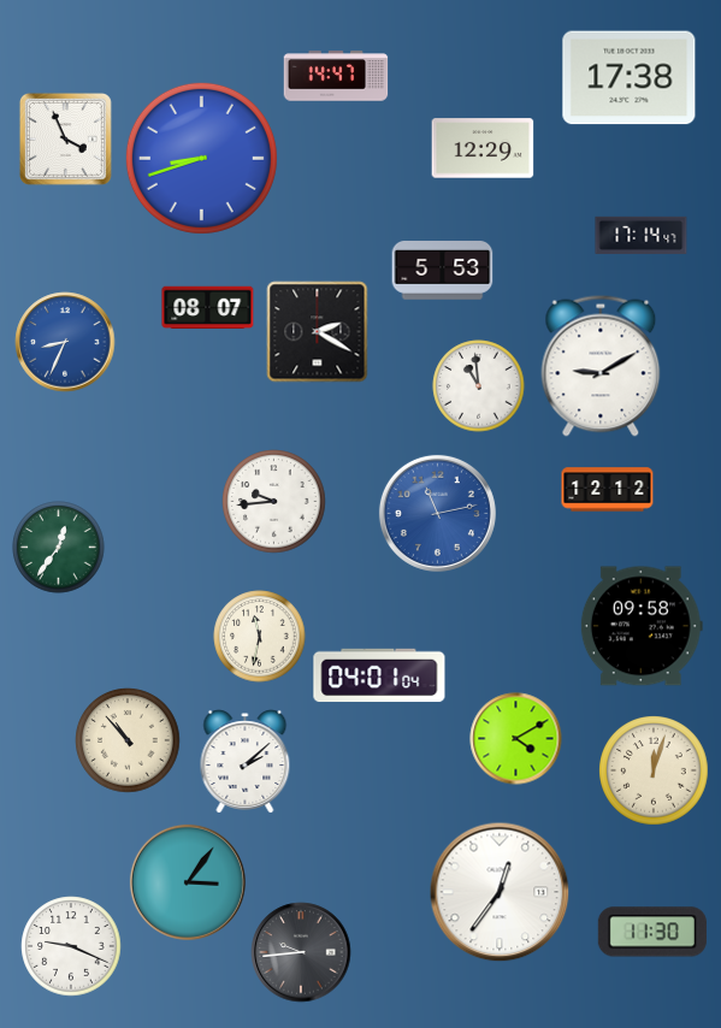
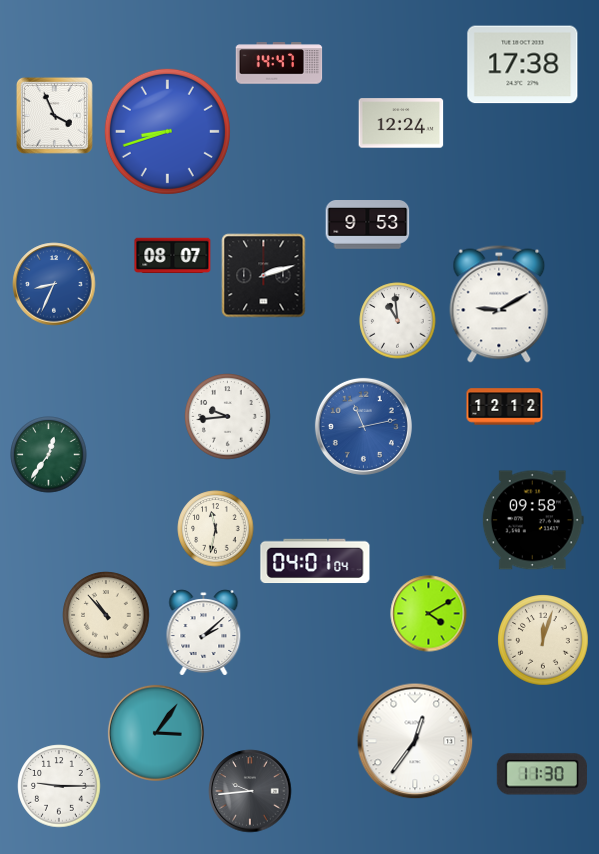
clock at (483, 148): 12:29 -> 12:24
clock at (642, 235): 17:14 -> none
clock at (443, 271): 5:53 -> 9:53
clock at (318, 332): 2:20 -> 2:12
clock at (71, 946): 9:19 -> 9:15
